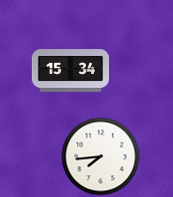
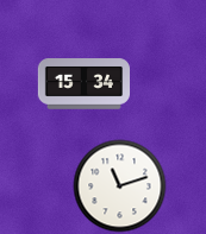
clock at (100, 156): 7:44 -> 11:12
